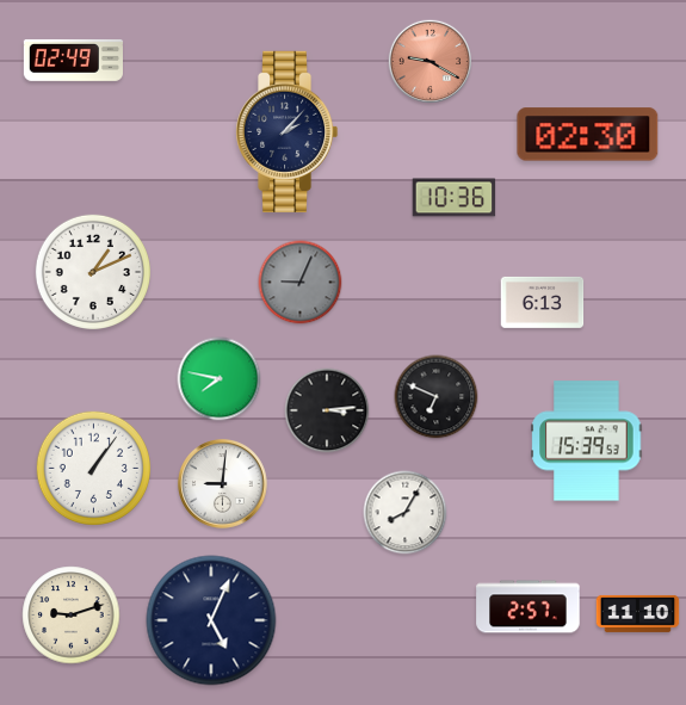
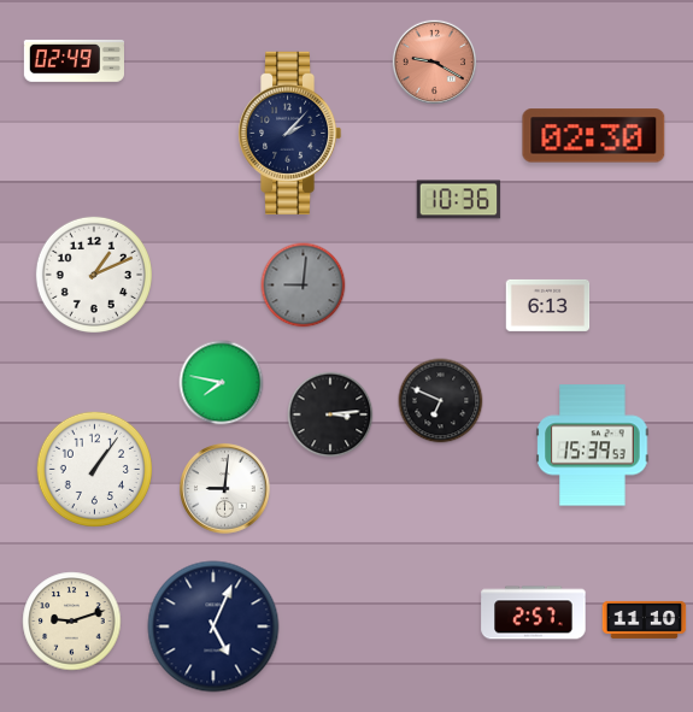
clock at (301, 283): 9:04 -> 9:01
clock at (93, 468) position: (93, 468) -> (94, 469)
clock at (406, 513): 8:05 -> none
